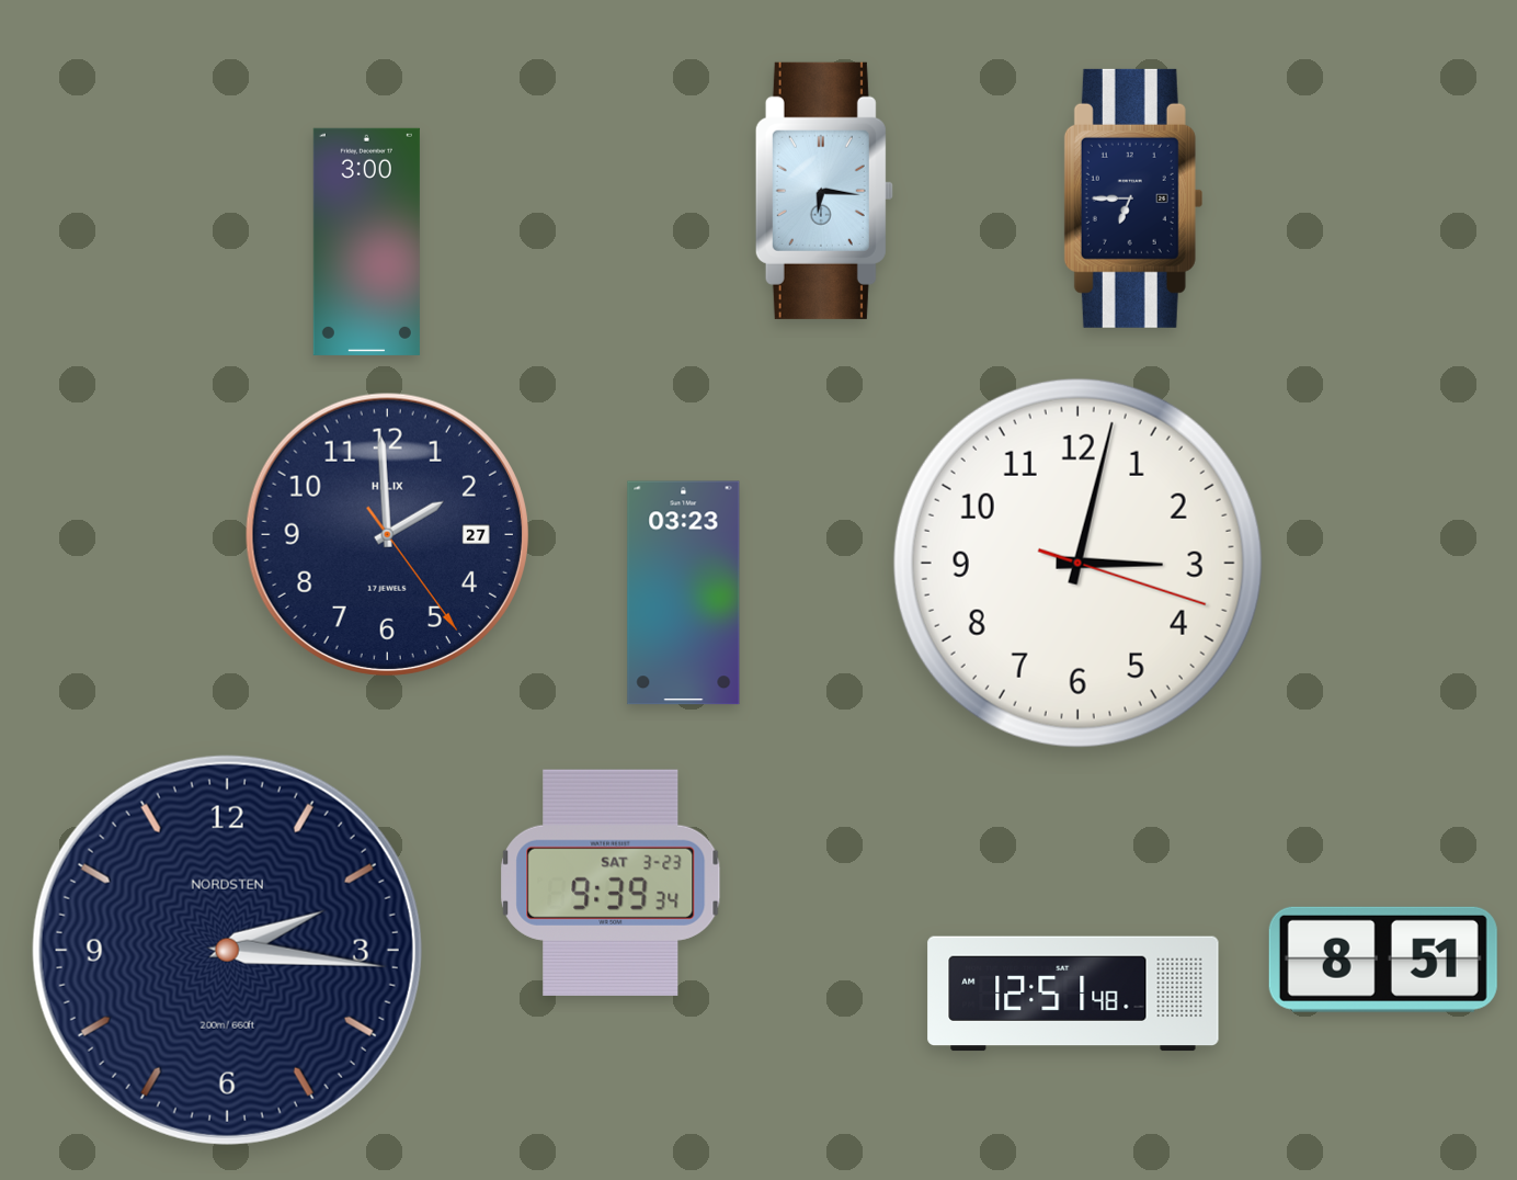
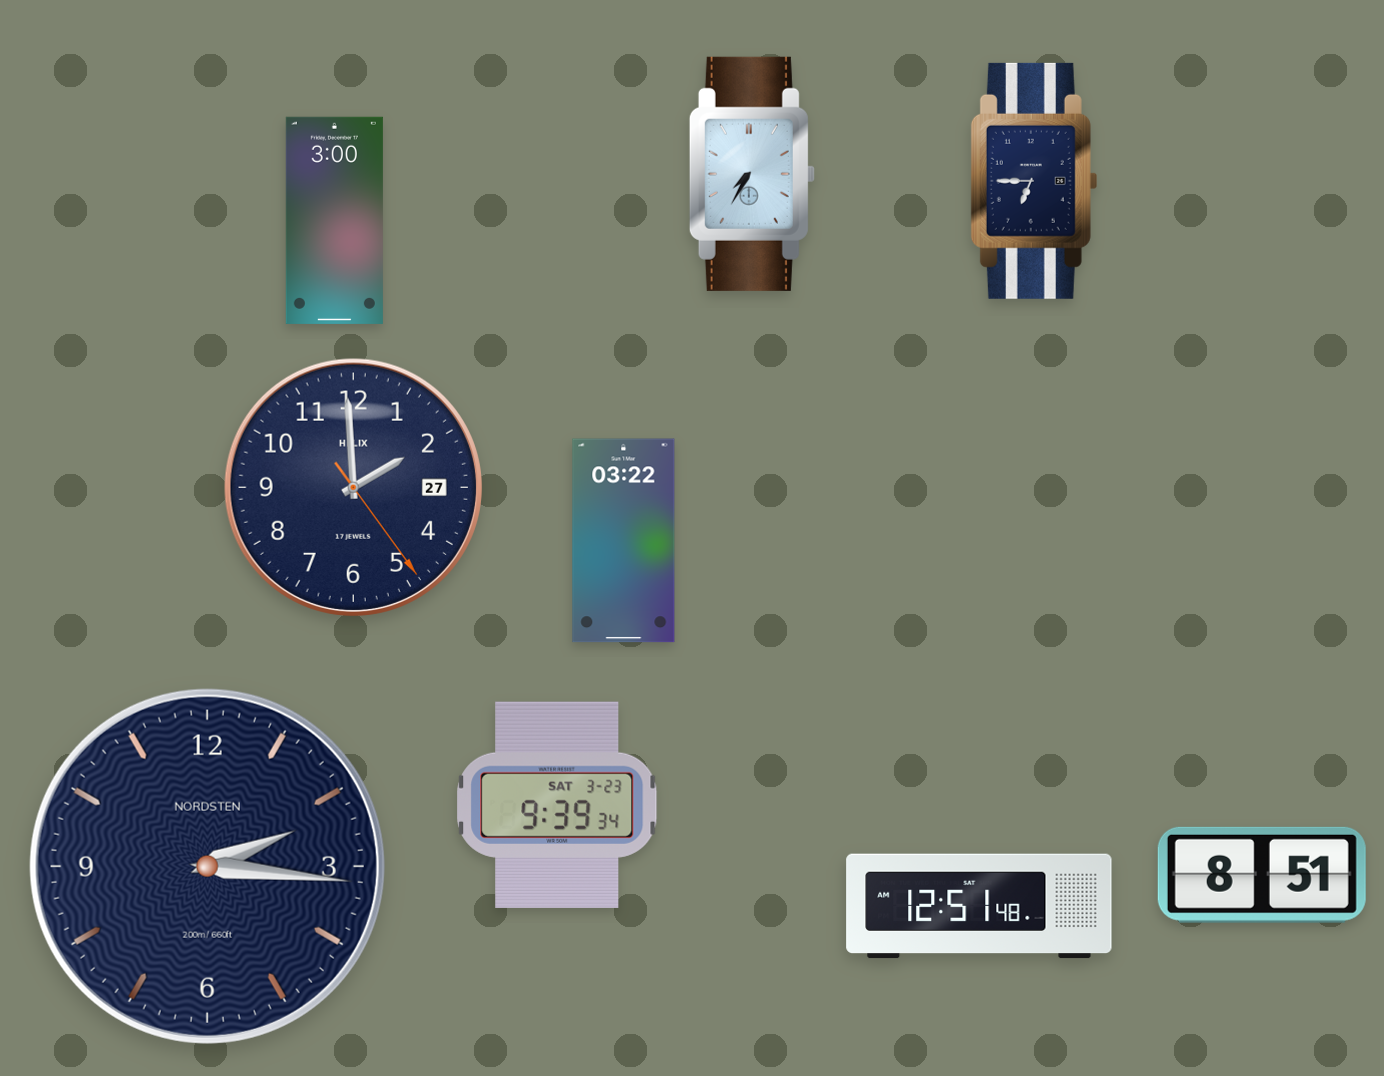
clock at (824, 191): 6:16 -> 7:35
clock at (1077, 563): 3:02 -> none
clock at (684, 593): 03:23 -> 03:22
